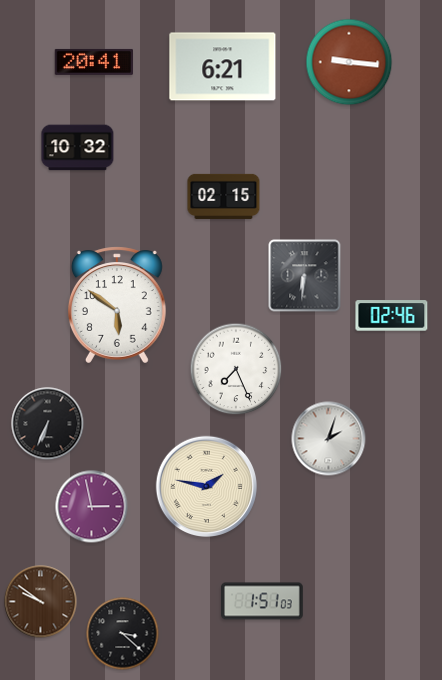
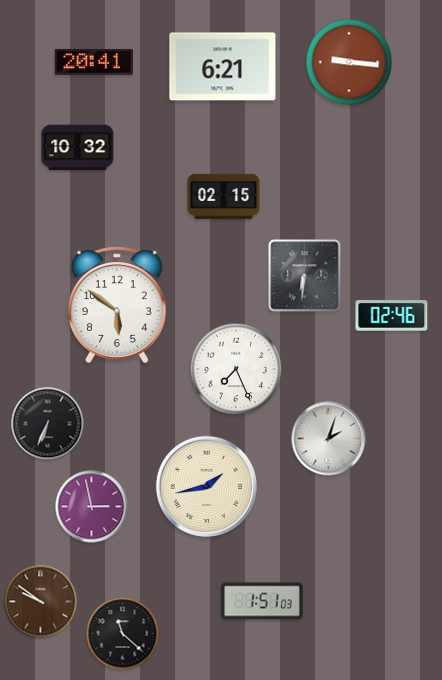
clock at (206, 486): 1:47 -> 1:43
clock at (123, 634): 3:22 -> 11:22
